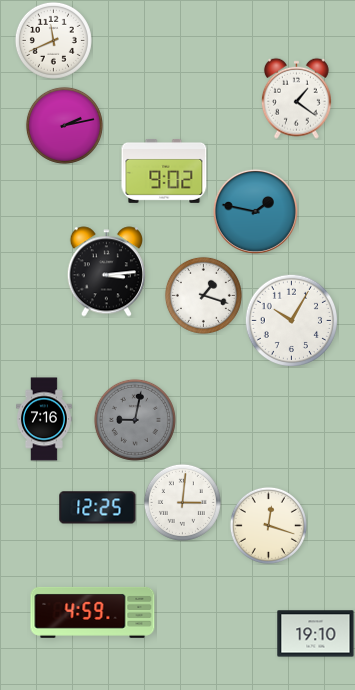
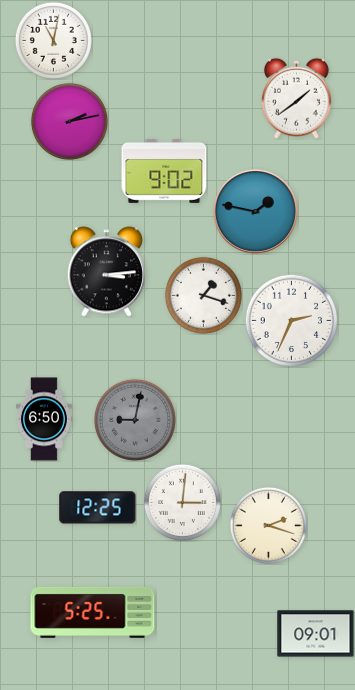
clock at (53, 40): 11:41 -> 11:02
clock at (296, 98): 1:21 -> 1:39
clock at (64, 125) position: (64, 125) -> (69, 121)
clock at (291, 320): 10:05 -> 2:34
clock at (45, 419): 7:16 -> 6:50
clock at (268, 525): 12:18 -> 2:18
clock at (93, 612): 4:59 -> 5:25
clock at (316, 634): 19:10 -> 09:01
